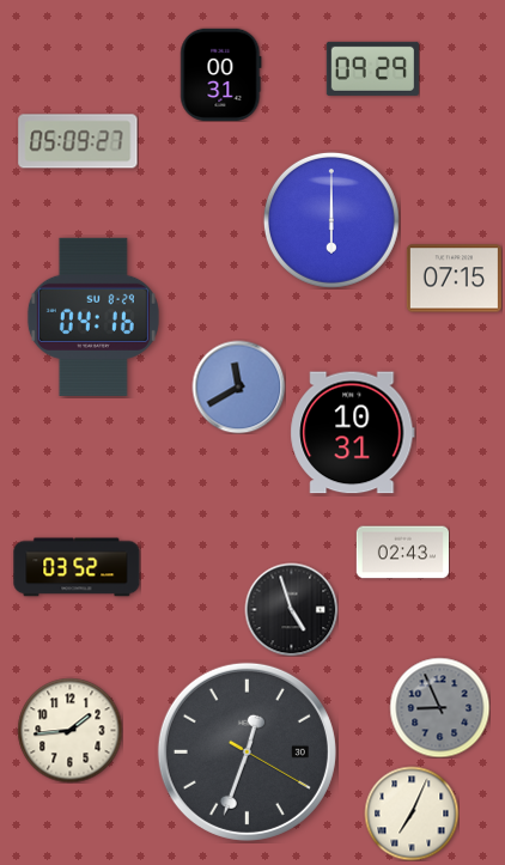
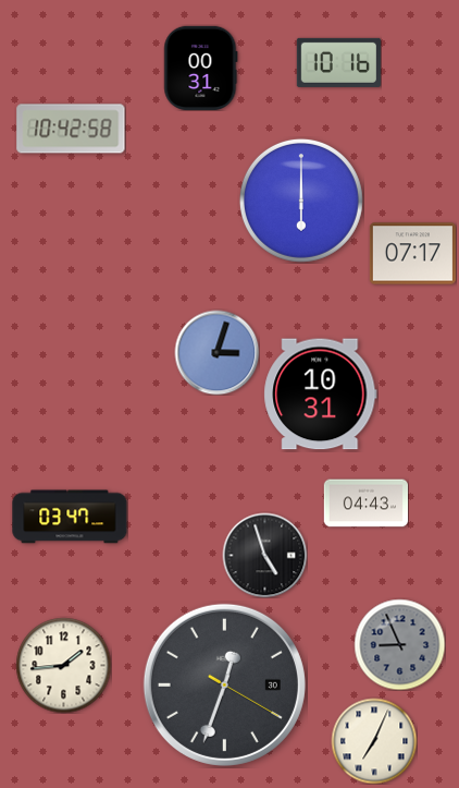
clock at (372, 68): 09:29 -> 10:16
clock at (78, 141): 05:09 -> 10:42
clock at (454, 279): 07:15 -> 07:17
clock at (93, 317): 04:16 -> none
clock at (238, 386): 11:40 -> 3:03
clock at (402, 553): 02:43 -> 04:43
clock at (77, 567): 03:52 -> 03:47
